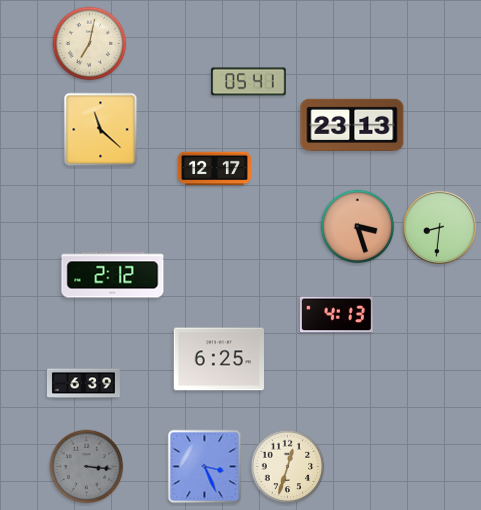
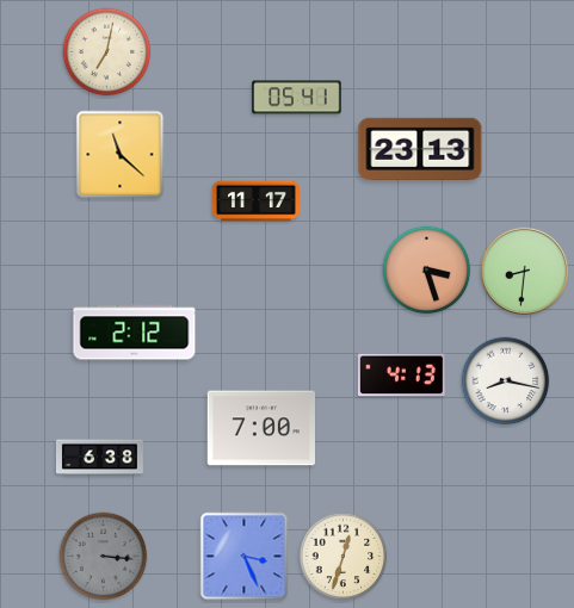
clock at (214, 169): 12:17 -> 11:17
clock at (113, 275) position: (113, 275) -> (135, 333)
clock at (506, 381): none -> 8:17
clock at (218, 359): 6:25 -> 7:00
clock at (83, 384): 6:39 -> 6:38
